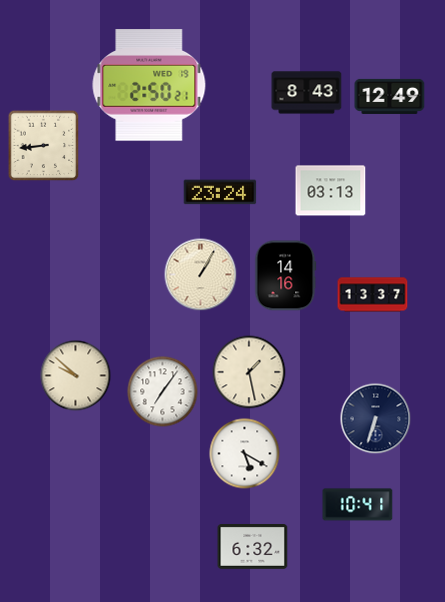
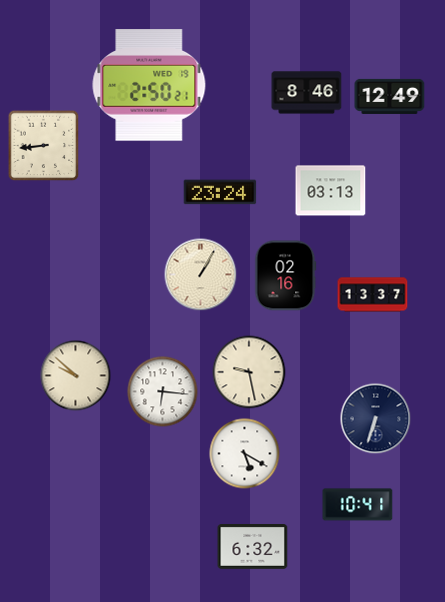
clock at (307, 93): 8:43 -> 8:46
clock at (285, 276): 14:16 -> 02:16
clock at (249, 372): 1:28 -> 9:28
clock at (163, 392): 7:06 -> 6:16
